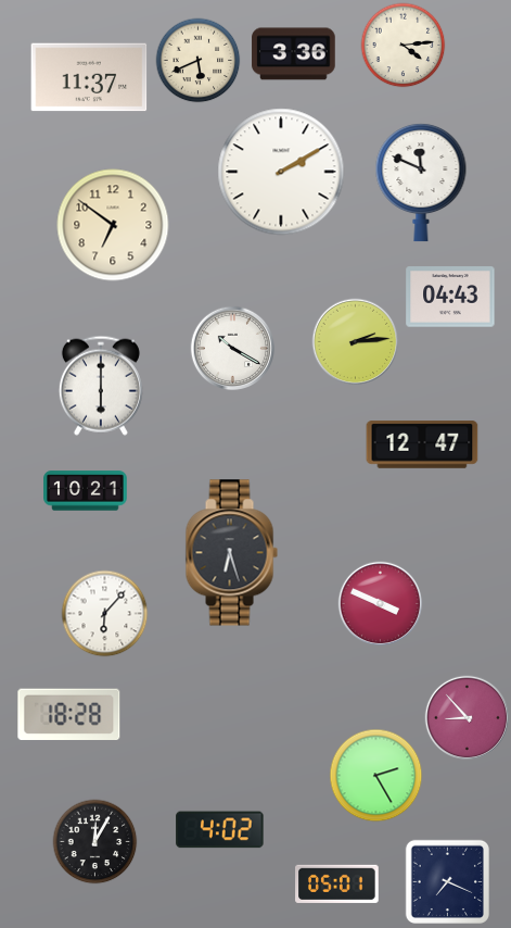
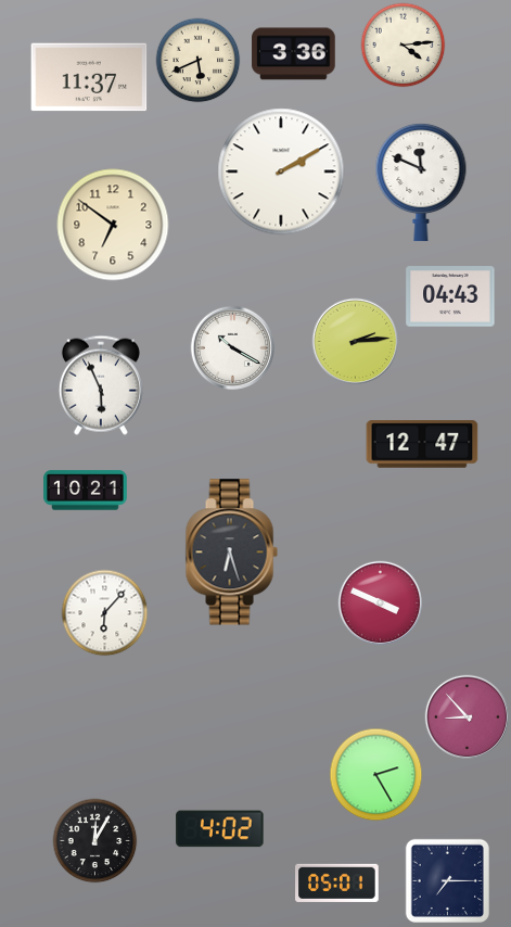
clock at (101, 386): 6:00 -> 5:56
clock at (69, 714): 18:28 -> none
clock at (447, 881): 7:19 -> 7:15
